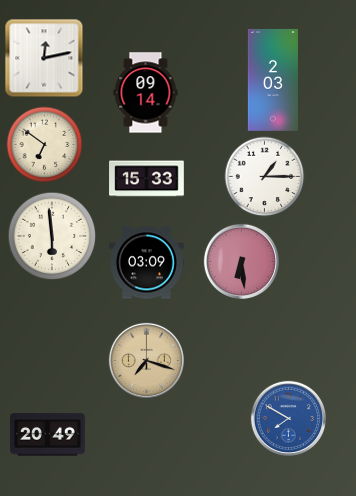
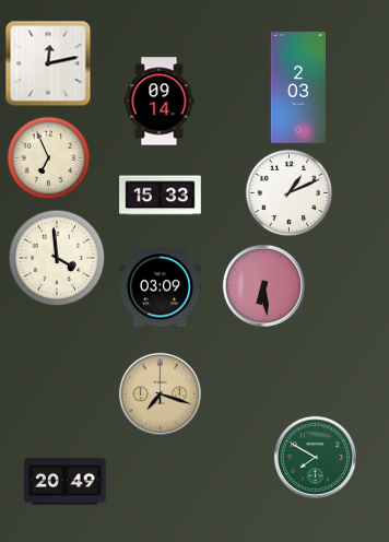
clock at (45, 145): 6:51 -> 6:56
clock at (265, 177): 1:15 -> 1:11
clock at (52, 236): 5:59 -> 3:59
clock at (288, 418) dial: blue -> green
clock at (48, 435) position: (48, 435) -> (66, 482)
